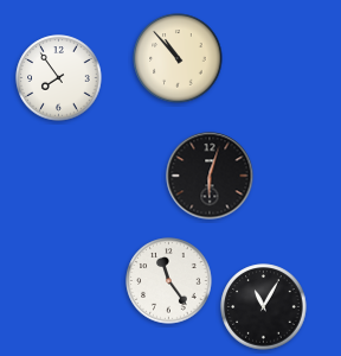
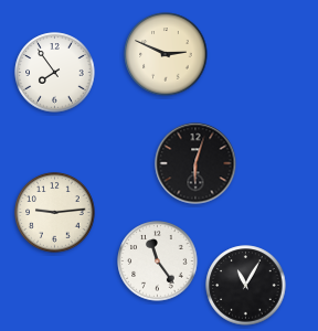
clock at (178, 58): 10:53 -> 2:49
clock at (55, 213): none -> 9:14
